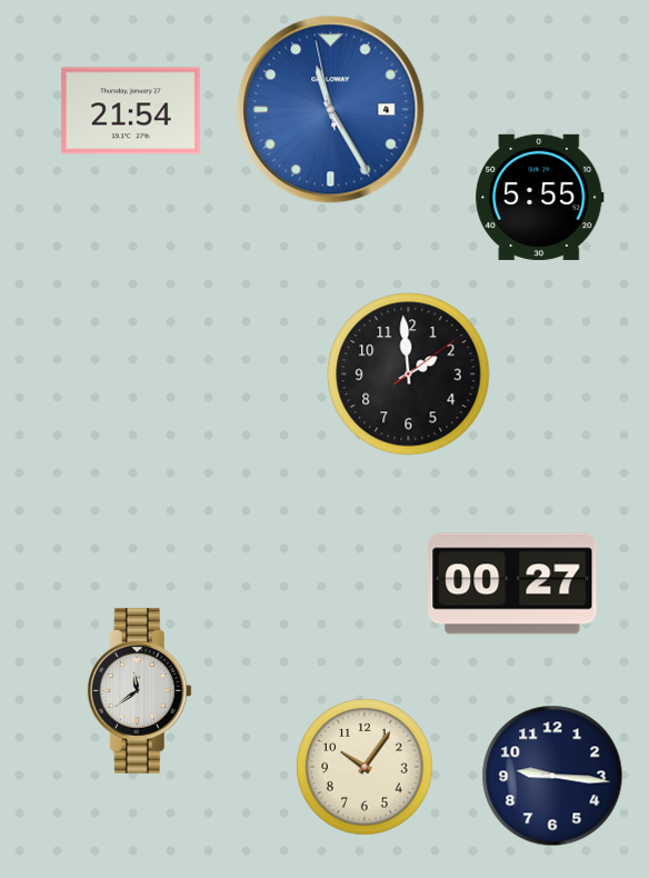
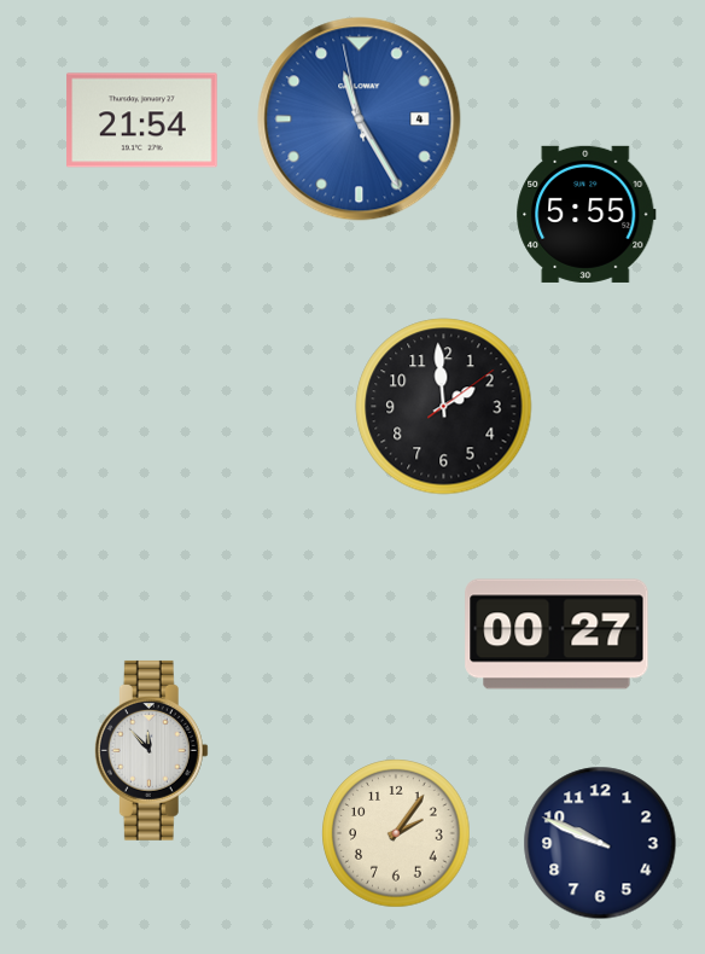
clock at (139, 690): 11:39 -> 11:53
clock at (365, 767): 10:06 -> 2:06
clock at (552, 776): 9:16 -> 9:49
